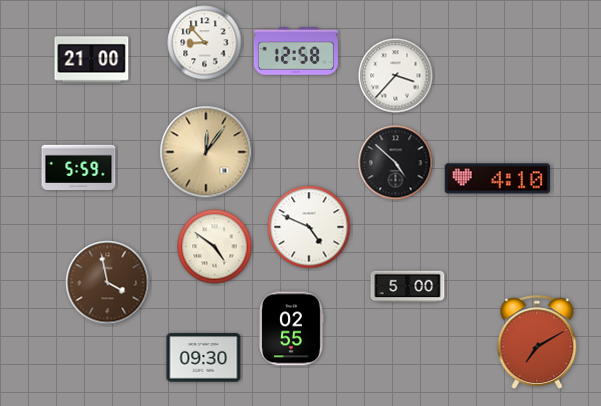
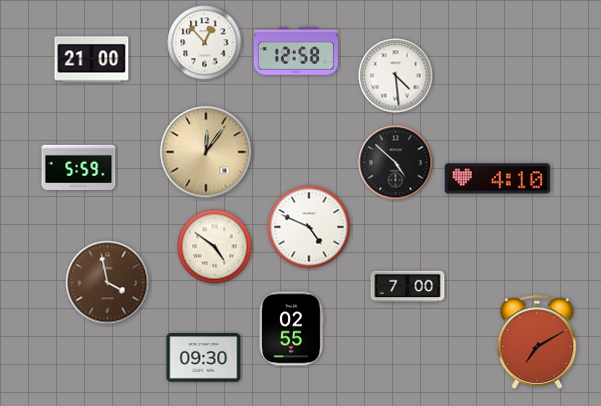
clock at (205, 43): 8:53 -> 12:53
clock at (396, 76): 3:37 -> 4:29
clock at (408, 287): 5:00 -> 7:00
